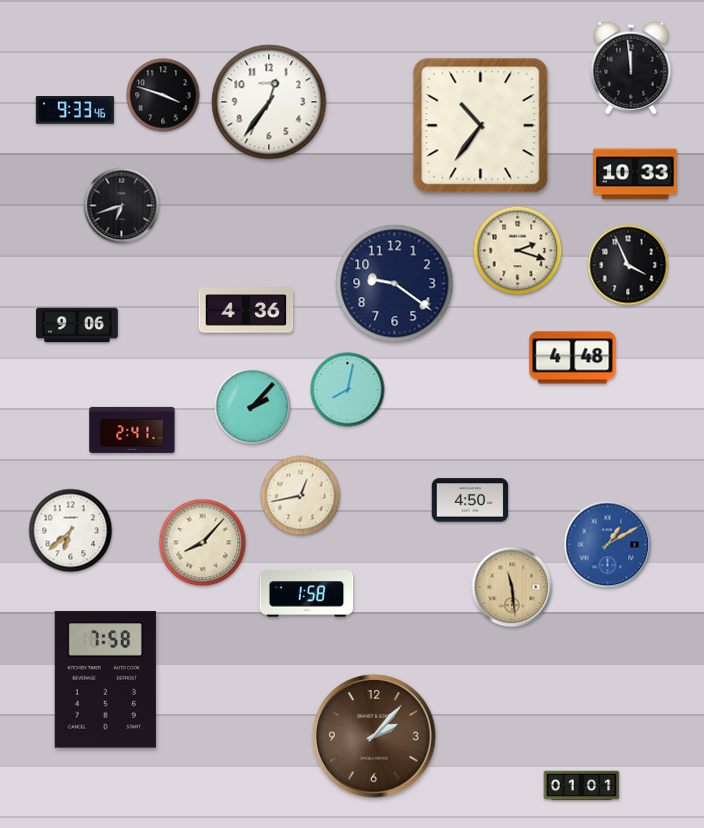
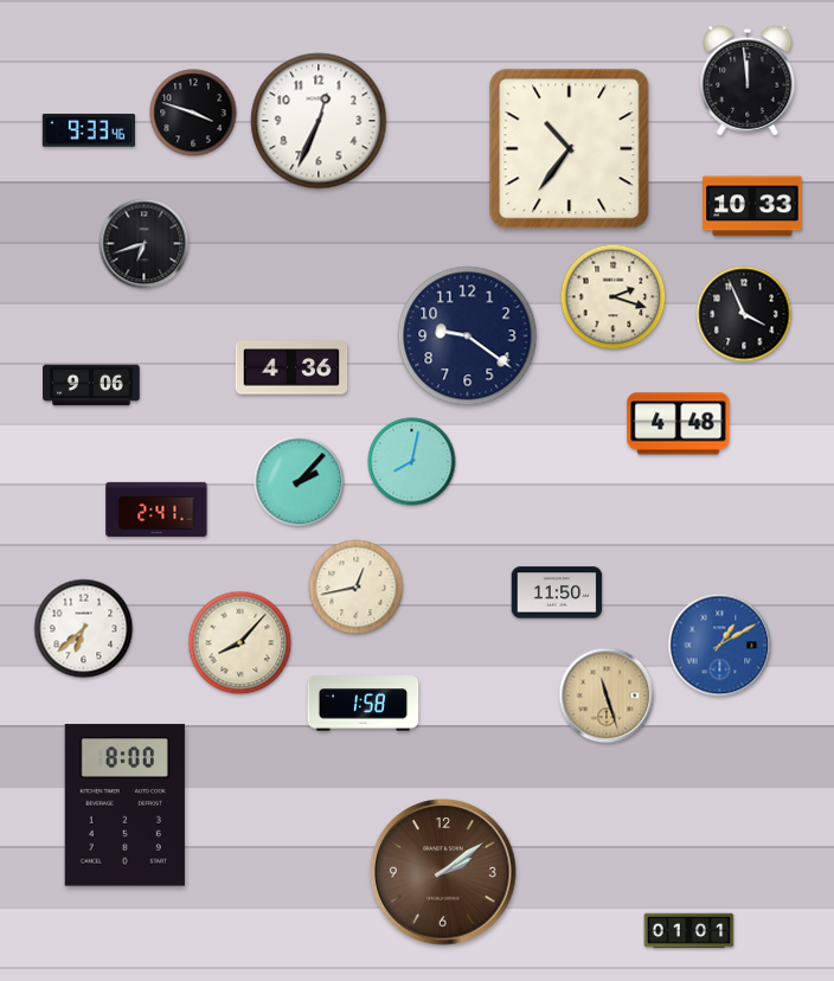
clock at (269, 102): 12:36 -> 12:34
clock at (470, 500): 4:50 -> 11:50
clock at (512, 587): 11:29 -> 11:27
clock at (105, 680): 7:58 -> 8:00
clock at (374, 736): 2:07 -> 2:09
